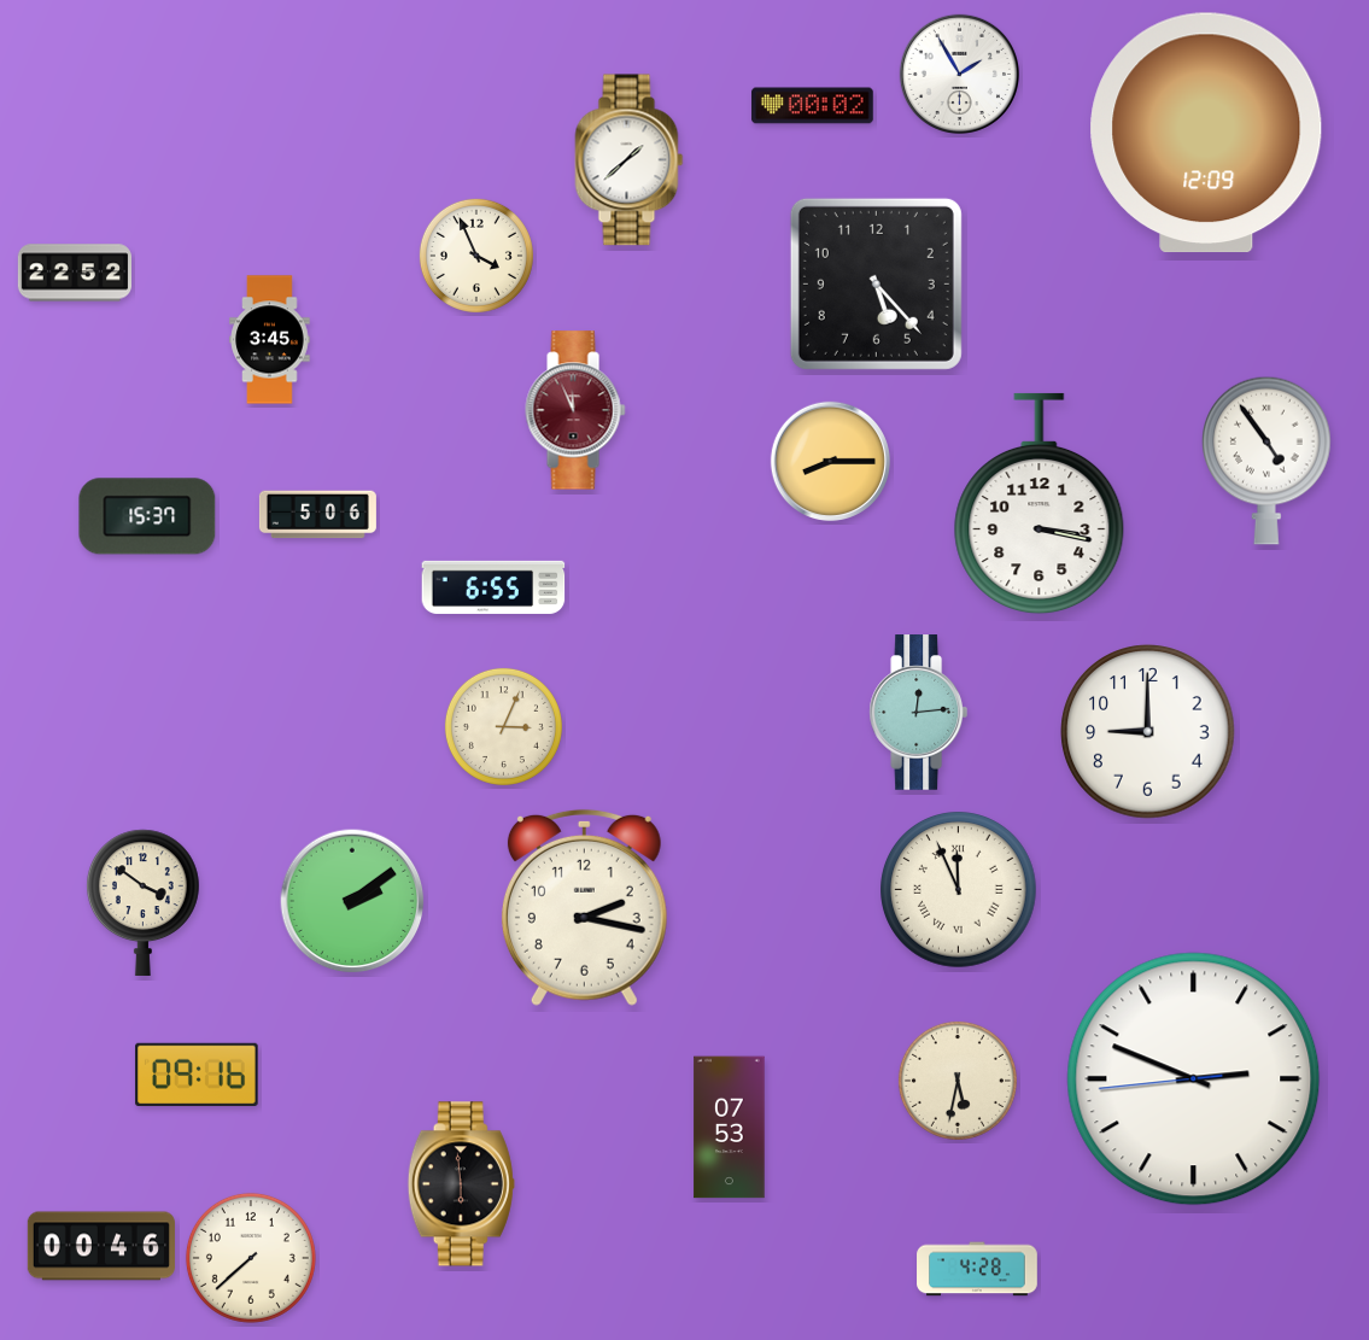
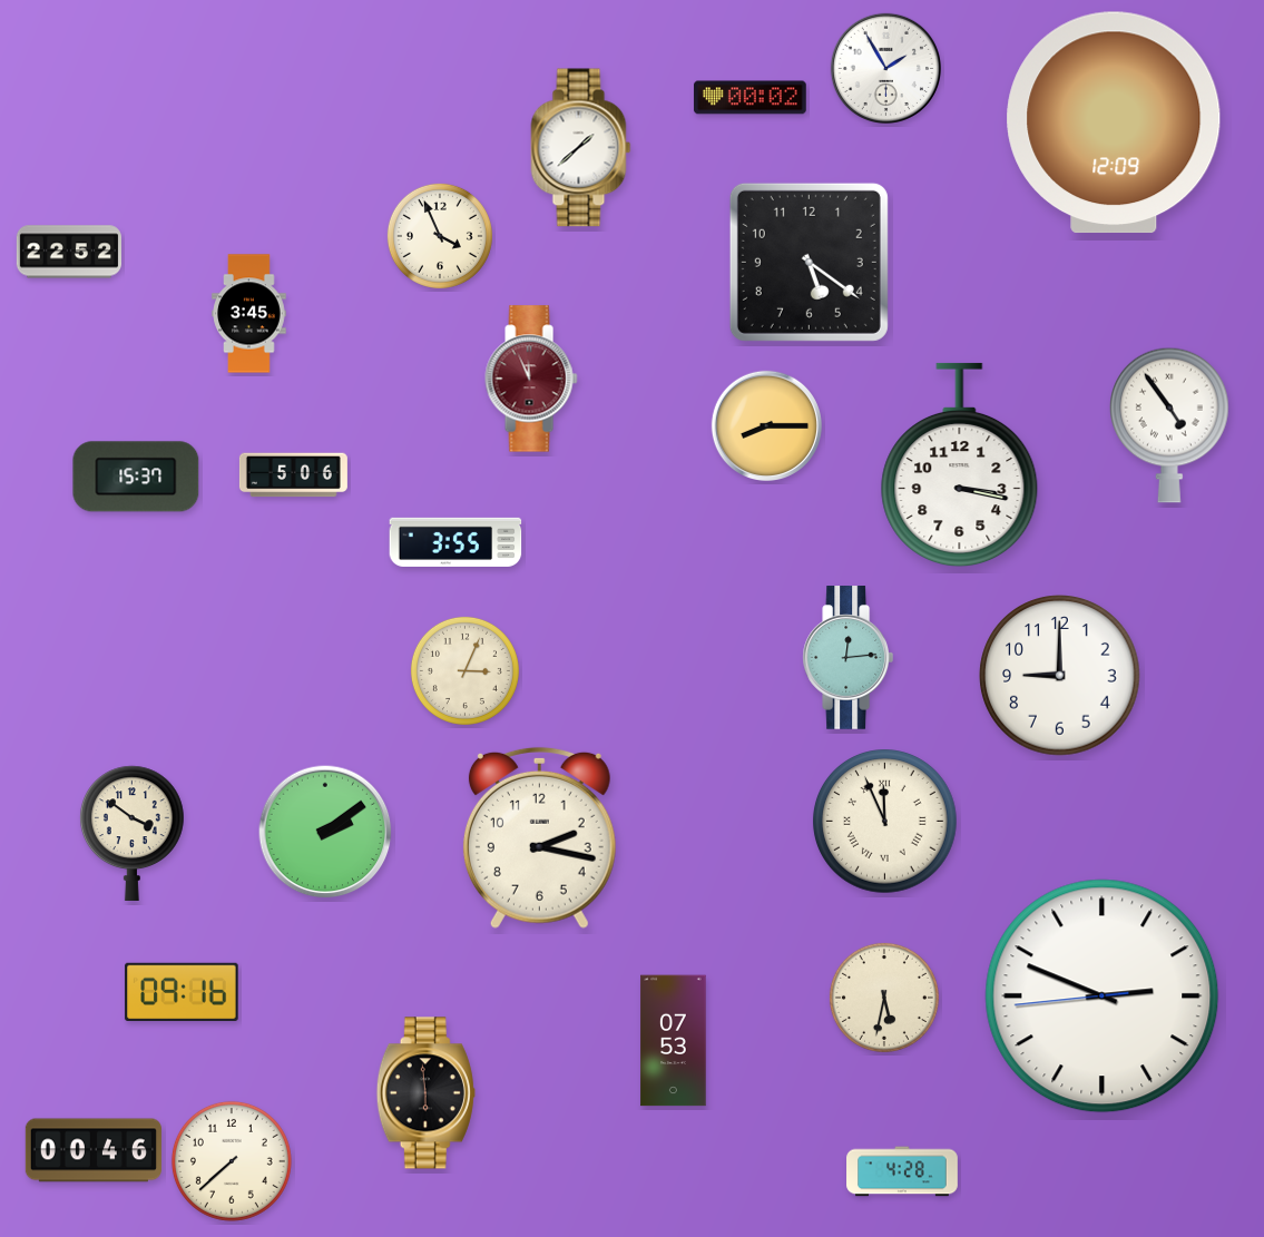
clock at (876, 283): 5:23 -> 5:21
clock at (493, 587): 6:55 -> 3:55
